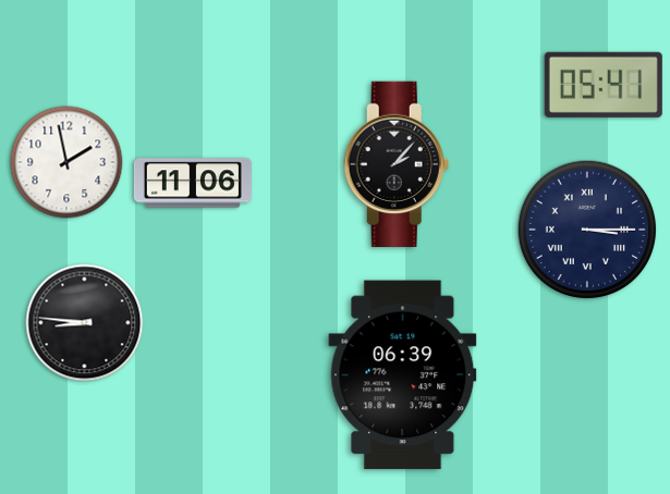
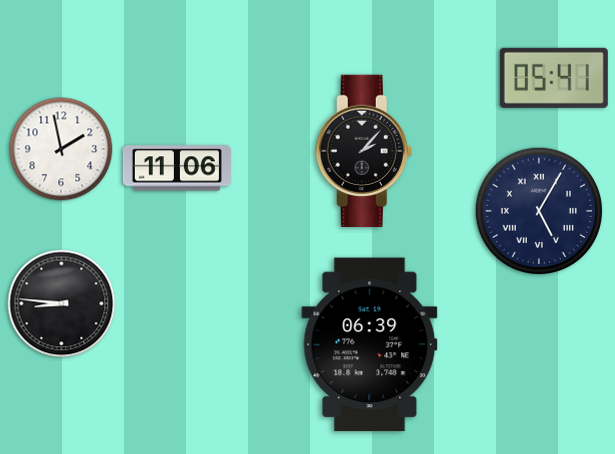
clock at (587, 230): 3:15 -> 5:05
clock at (85, 323) position: (85, 323) -> (62, 304)
